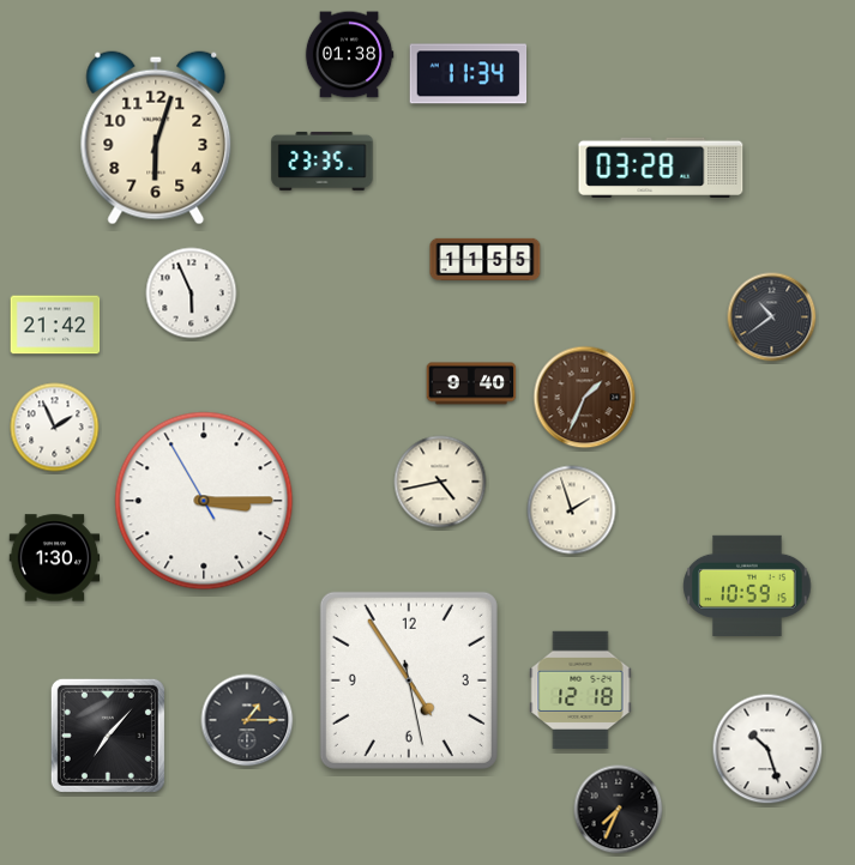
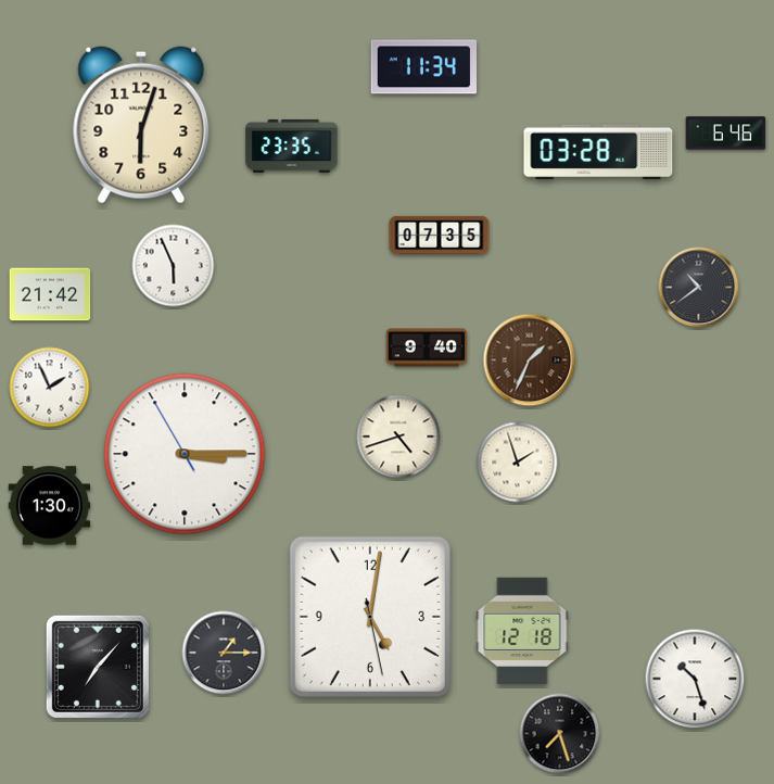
clock at (349, 55): 01:38 -> none
clock at (726, 134): none -> 6:46
clock at (486, 259): 11:55 -> 07:35
clock at (440, 482): 4:43 -> 4:42
clock at (747, 586): 10:59 -> none
clock at (409, 680): 4:54 -> 5:01
clock at (580, 690) position: (580, 690) -> (522, 631)
clock at (619, 810): 7:34 -> 7:27
